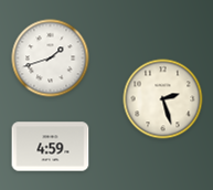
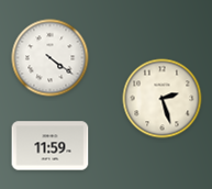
clock at (51, 59): 1:42 -> 4:21
clock at (51, 147): 4:59 -> 11:59
